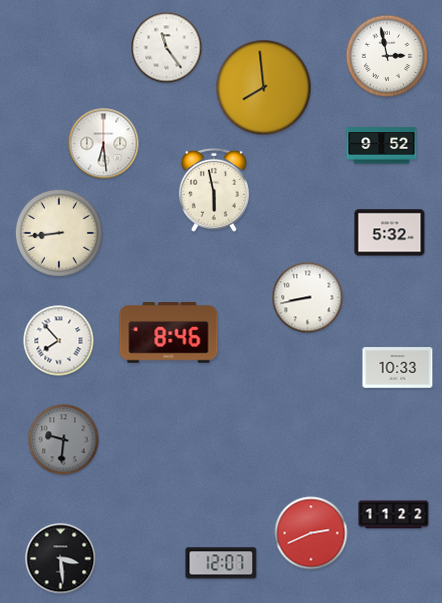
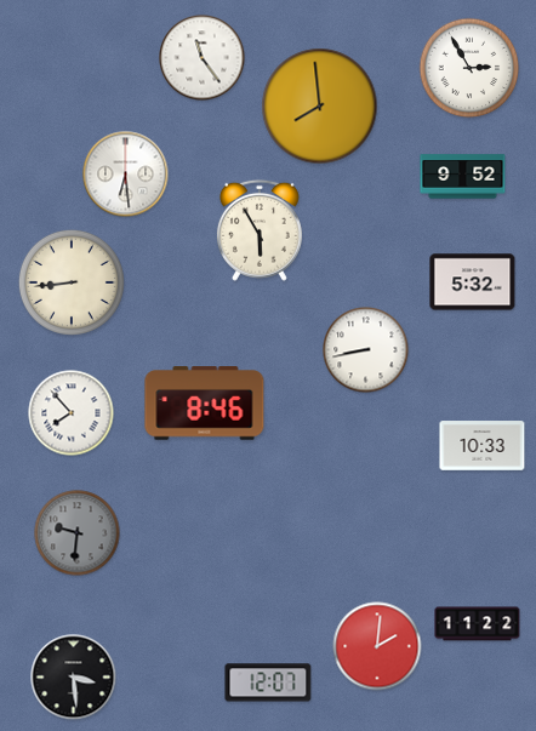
clock at (387, 56): 2:58 -> 2:55
clock at (214, 190): 5:58 -> 5:55
clock at (308, 298) position: (308, 298) -> (366, 350)
clock at (311, 533): 2:41 -> 2:01
